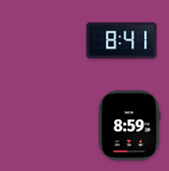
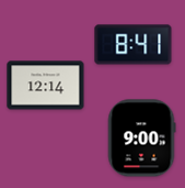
clock at (46, 86): none -> 12:14
clock at (129, 126): 8:59 -> 9:00
